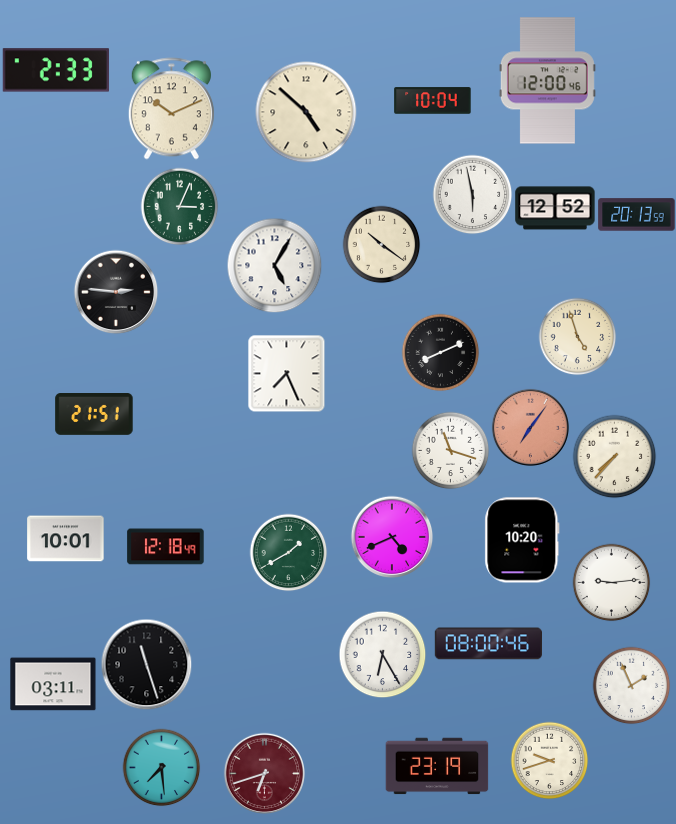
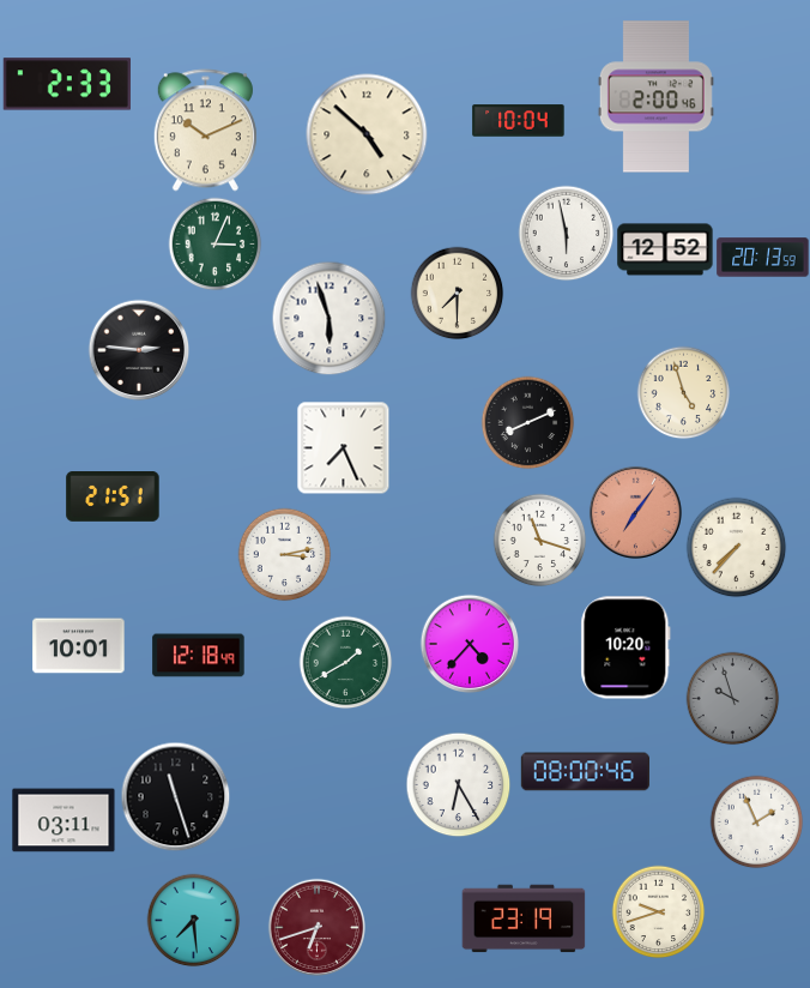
clock at (547, 81): 12:00 -> 2:00
clock at (179, 206) position: (179, 206) -> (214, 243)
clock at (381, 244): 10:21 -> 7:30
clock at (274, 265): 5:05 -> 5:57
clock at (577, 336) position: (577, 336) -> (683, 392)
clock at (284, 554): none -> 3:13
clock at (392, 537): 4:41 -> 4:37
clock at (611, 582): 9:14 -> 9:57
clock at (611, 582) dial: white -> grey
